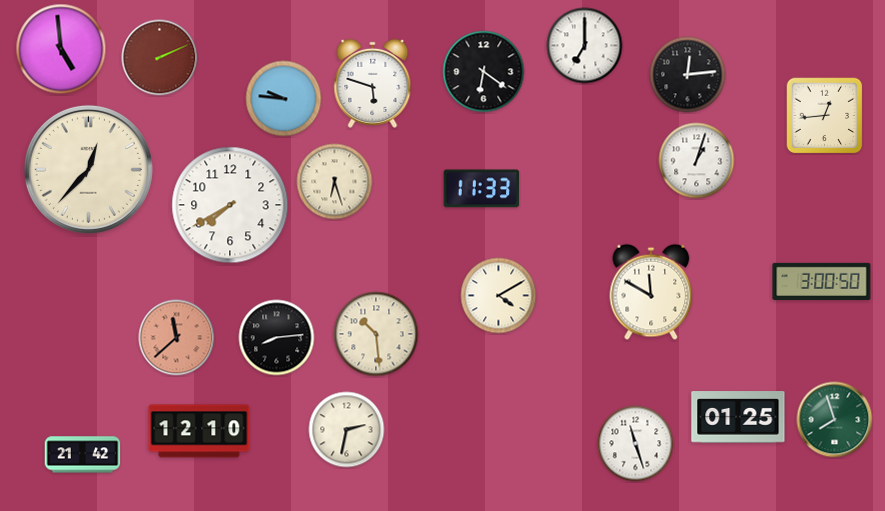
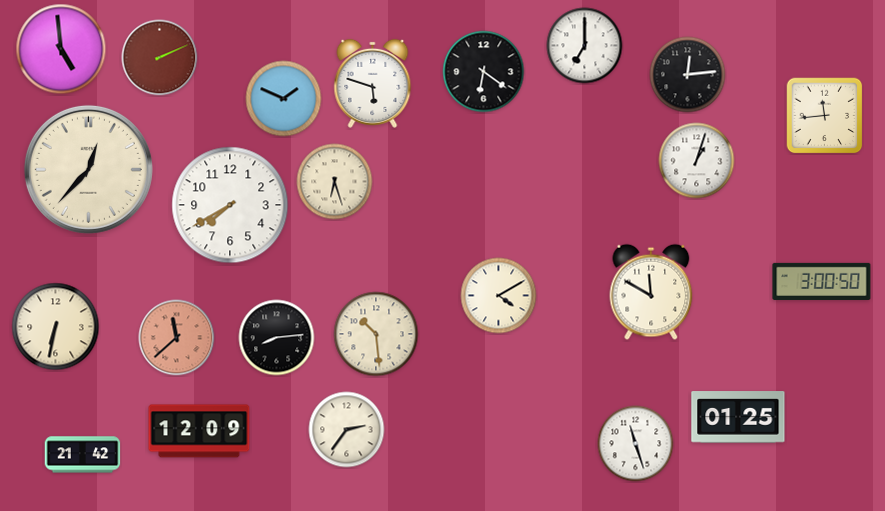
clock at (284, 99): 9:46 -> 1:49
clock at (824, 115): 12:44 -> 11:44
clock at (482, 189): 11:33 -> none
clock at (56, 327): none -> 6:32
clock at (835, 420): 7:57 -> none
clock at (347, 430): 2:32 -> 2:36
clock at (199, 431): 12:10 -> 12:09
